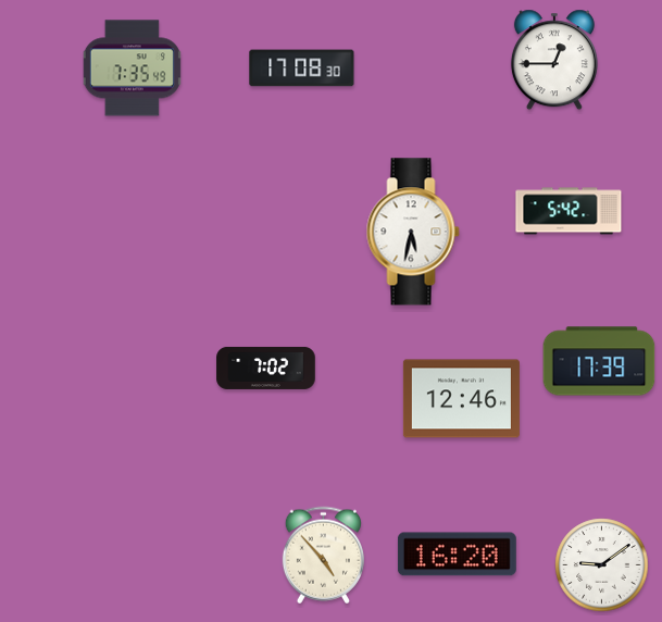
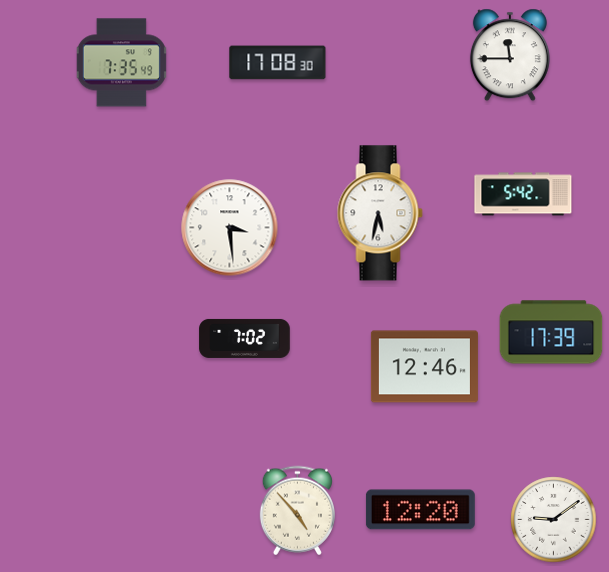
clock at (554, 60): 12:45 -> 11:45
clock at (230, 228): none -> 3:29
clock at (457, 555): 16:20 -> 12:20
